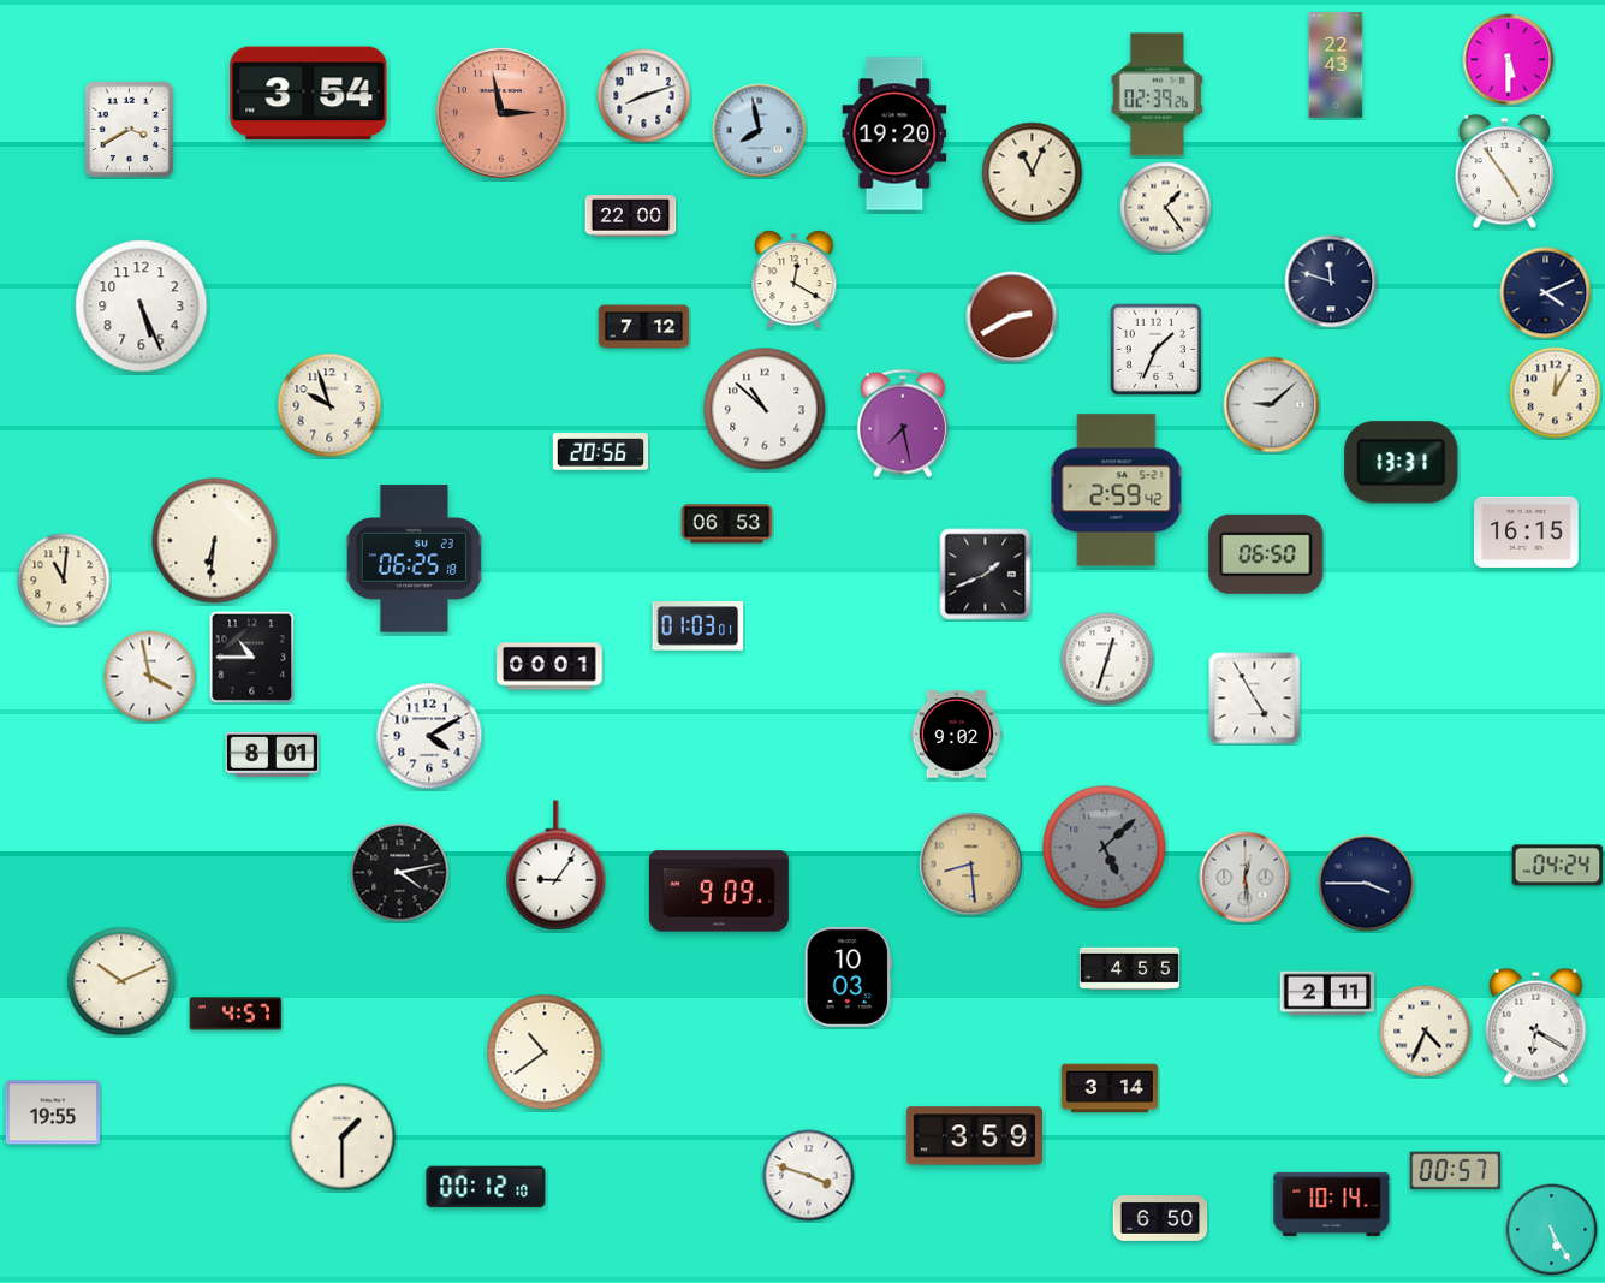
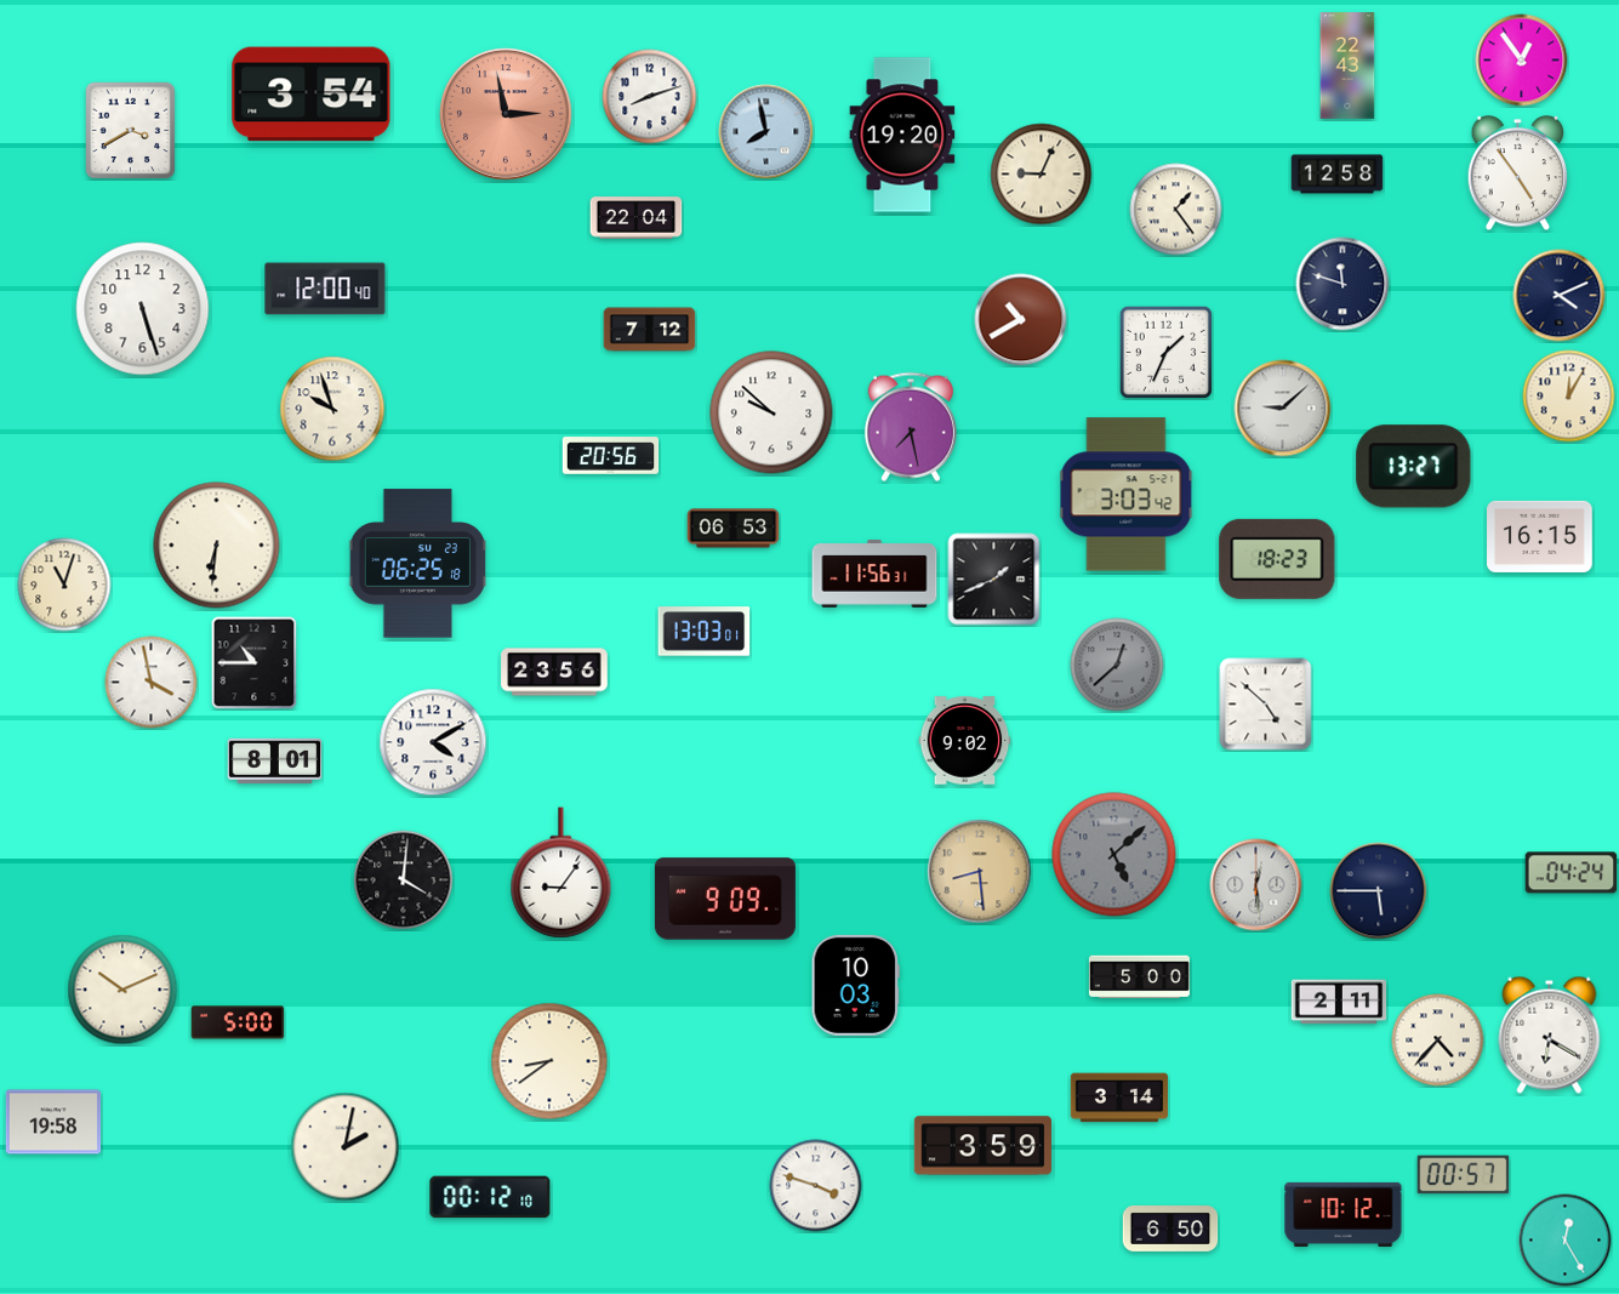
clock at (1509, 60): 5:30 -> 12:54
clock at (1157, 95): 02:39 -> none
clock at (1033, 173): 11:04 -> 9:04
clock at (1338, 175): none -> 12:58
clock at (631, 216): 22:00 -> 22:04
clock at (795, 280): 12:20 -> none
clock at (325, 289): none -> 12:00
clock at (142, 307): 5:26 -> 5:27
clock at (1012, 317): 2:40 -> 10:40
clock at (765, 409): 10:52 -> 9:52
clock at (601, 452) position: (601, 452) -> (611, 456)
clock at (1402, 463): 13:31 -> 13:27
clock at (1117, 491): 2:59 -> 3:03
clock at (1266, 554): 06:50 -> 18:23
clock at (874, 574): none -> 11:56
clock at (64, 580): 11:01 -> 11:03
clock at (699, 626): 01:03 -> 13:03
clock at (1107, 659): 12:33 -> 12:38
clock at (1107, 659) dial: white -> grey
clock at (549, 666): 00:01 -> 23:56
clock at (1255, 699): 4:55 -> 4:52
clock at (400, 873): 4:13 -> 4:01
clock at (1367, 884): 3:45 -> 5:45
clock at (1129, 969): 4:55 -> 5:00
clock at (236, 1014): 4:57 -> 5:00
clock at (1426, 1032): 4:34 -> 4:37
clock at (545, 1052): 10:39 -> 8:39
clock at (53, 1112): 19:55 -> 19:58
clock at (343, 1138): 1:30 -> 2:02
clock at (1456, 1171) position: (1456, 1171) -> (1464, 1175)
clock at (1332, 1204): 10:14 -> 10:12
clock at (1552, 1230): 5:25 -> 12:25
